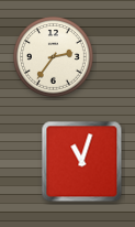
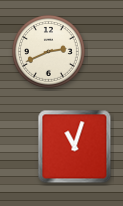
clock at (53, 56): 2:36 -> 2:41
